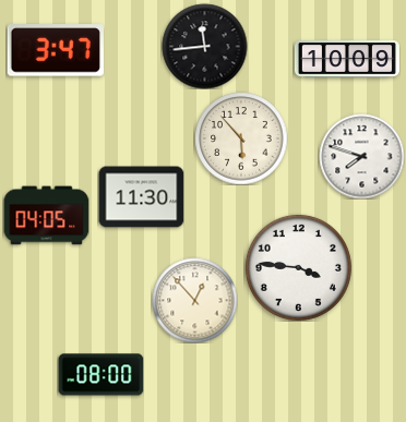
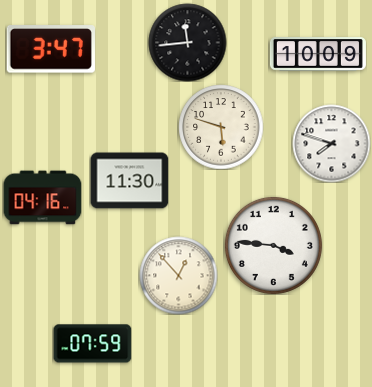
clock at (56, 50) position: (56, 50) -> (51, 49)
clock at (241, 138): 5:53 -> 5:48
clock at (46, 216): 04:05 -> 04:16
clock at (100, 375): 08:00 -> 07:59
